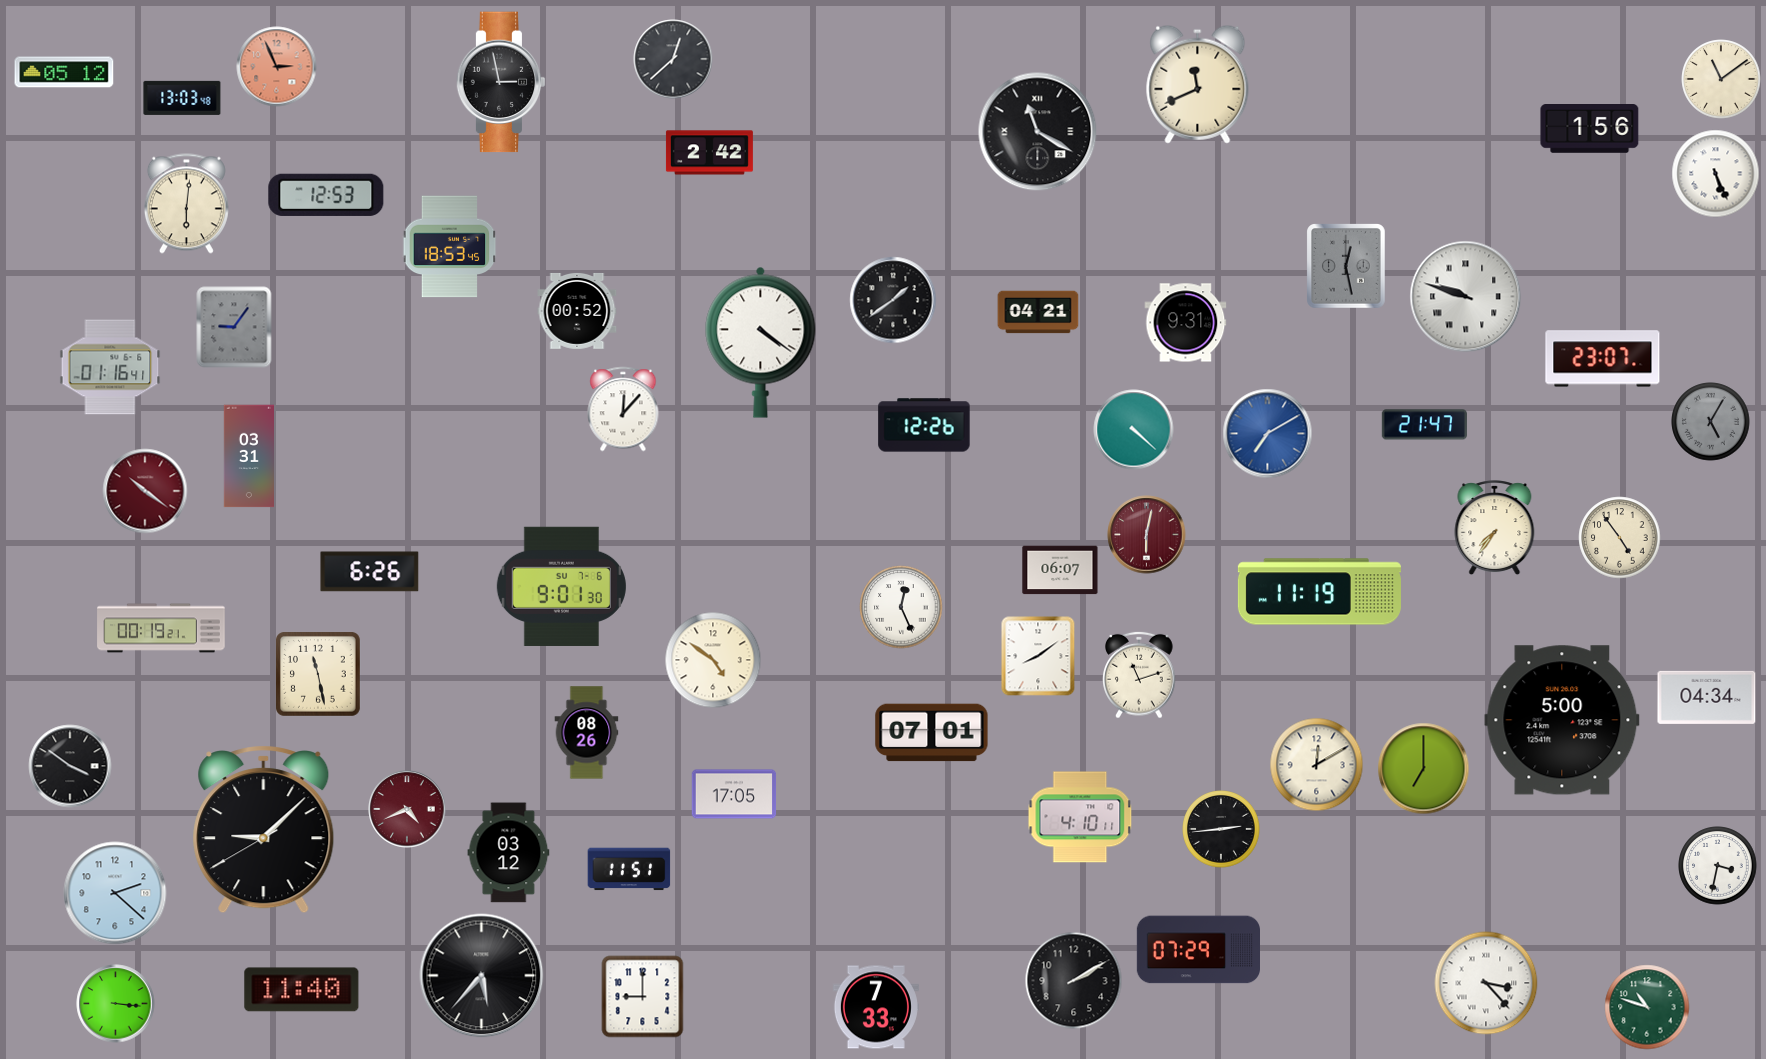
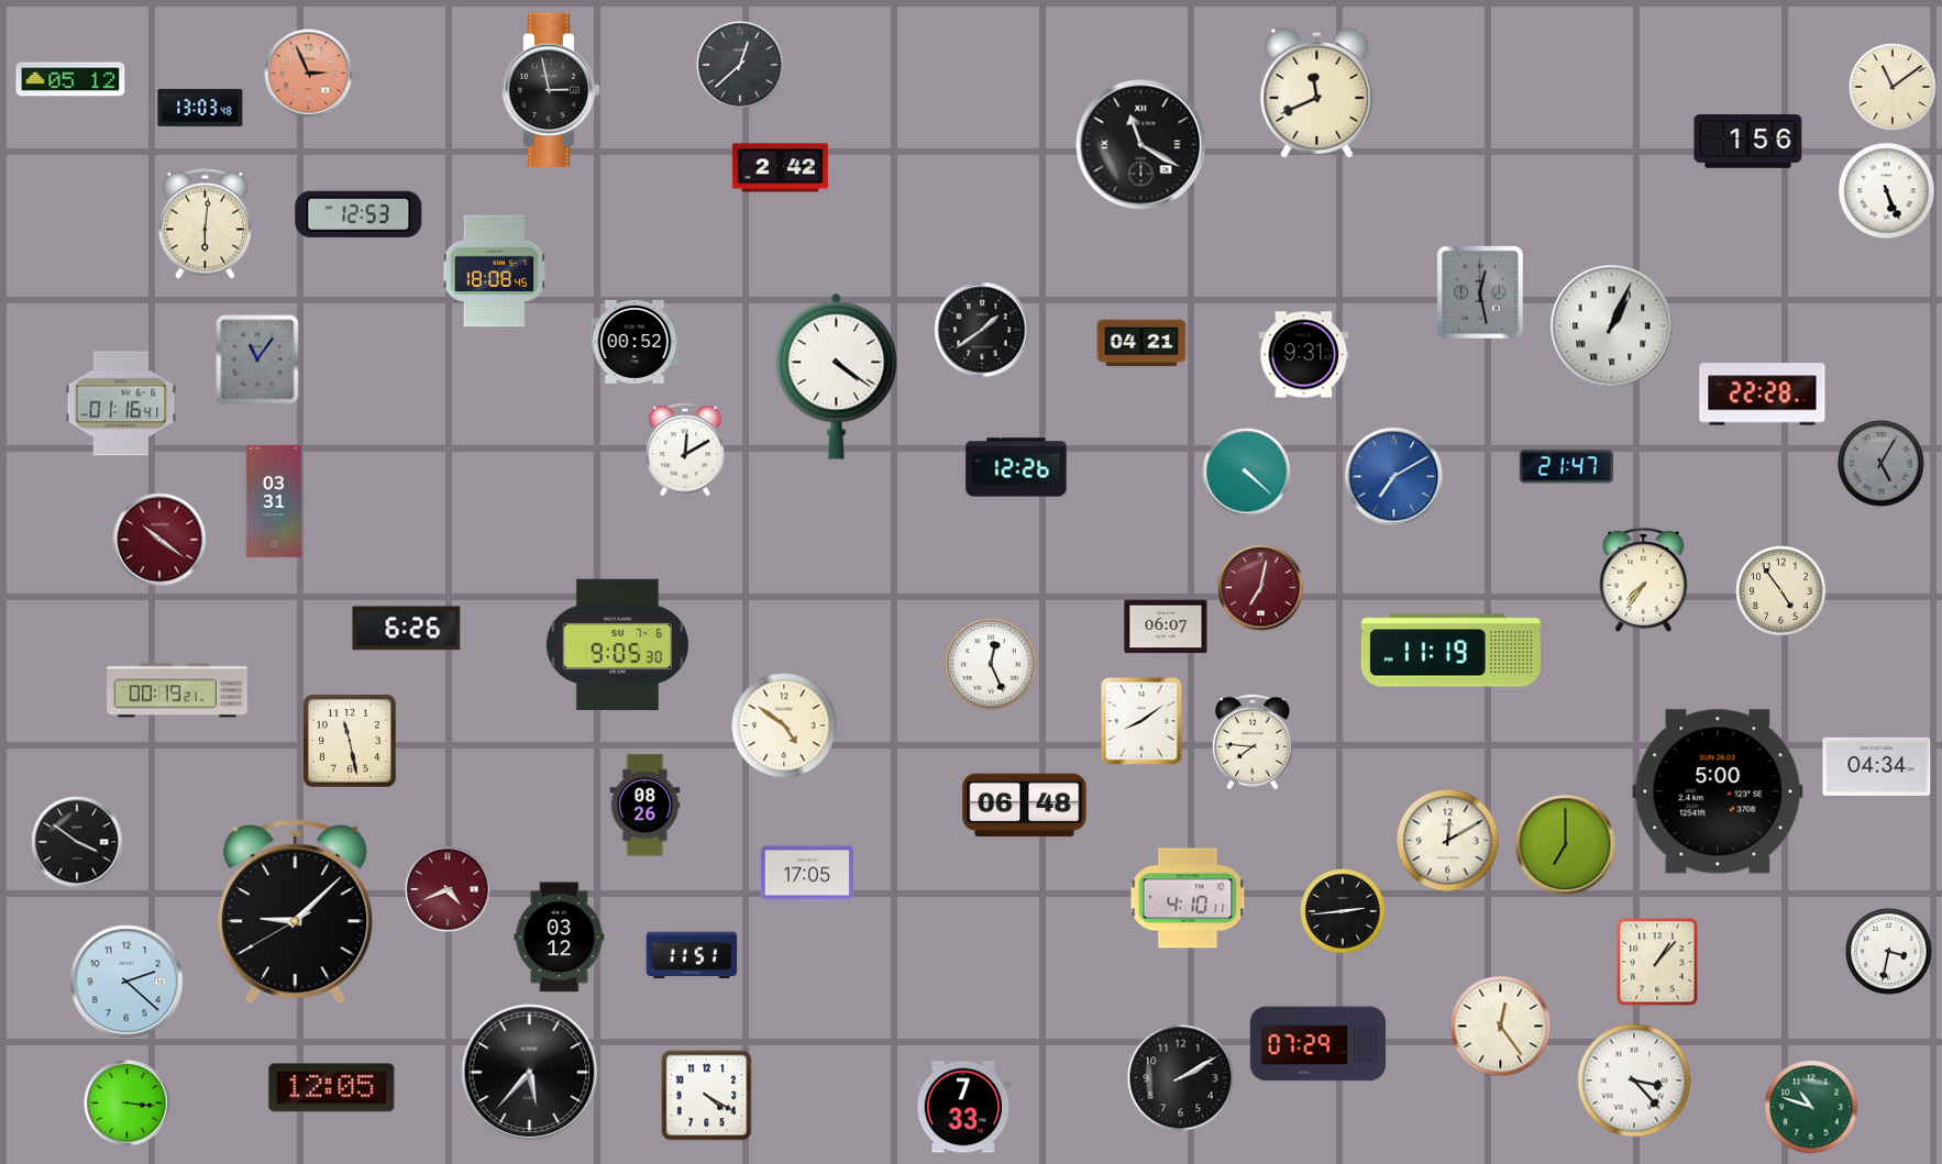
clock at (277, 67) position: (277, 67) -> (309, 74)
clock at (450, 247): 18:53 -> 18:08
clock at (1466, 297): 9:48 -> 1:04
clock at (234, 327): 9:06 -> 11:06
clock at (1603, 359): 23:07 -> 22:28
clock at (623, 409): 12:07 -> 12:10
clock at (1147, 535): 6:02 -> 7:02
clock at (561, 586): 9:01 -> 9:05
clock at (901, 607) position: (901, 607) -> (991, 664)
clock at (1139, 675): 11:12 -> 7:46
clock at (932, 733): 07:01 -> 06:48
clock at (264, 830) position: (264, 830) -> (296, 912)
clock at (1657, 962): none -> 1:07
clock at (1501, 1027): none -> 12:24
clock at (302, 990): 11:40 -> 12:05
clock at (643, 997): 9:00 -> 4:20
